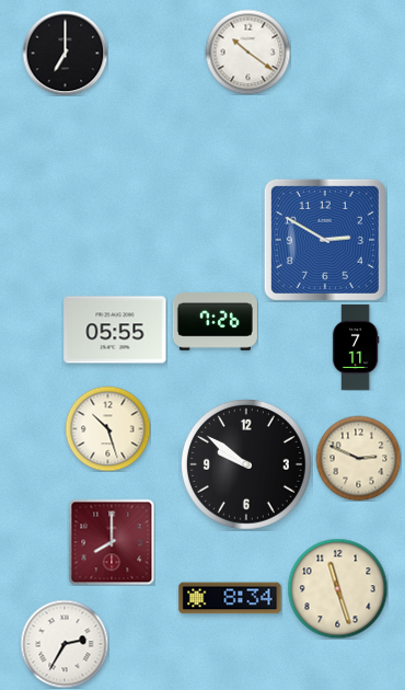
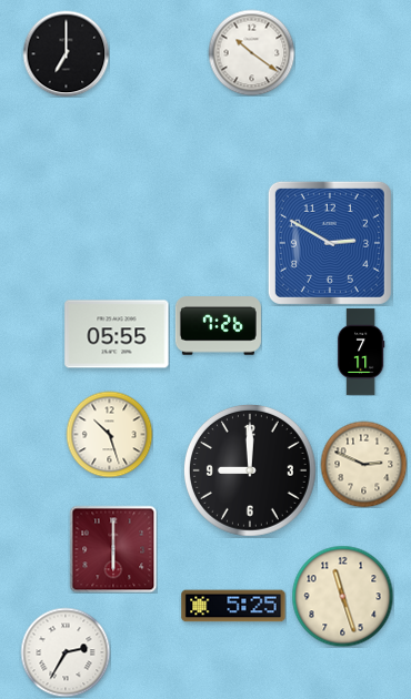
clock at (247, 465): 9:51 -> 9:00
clock at (112, 542): 8:00 -> 6:00
clock at (230, 598): 8:34 -> 5:25
